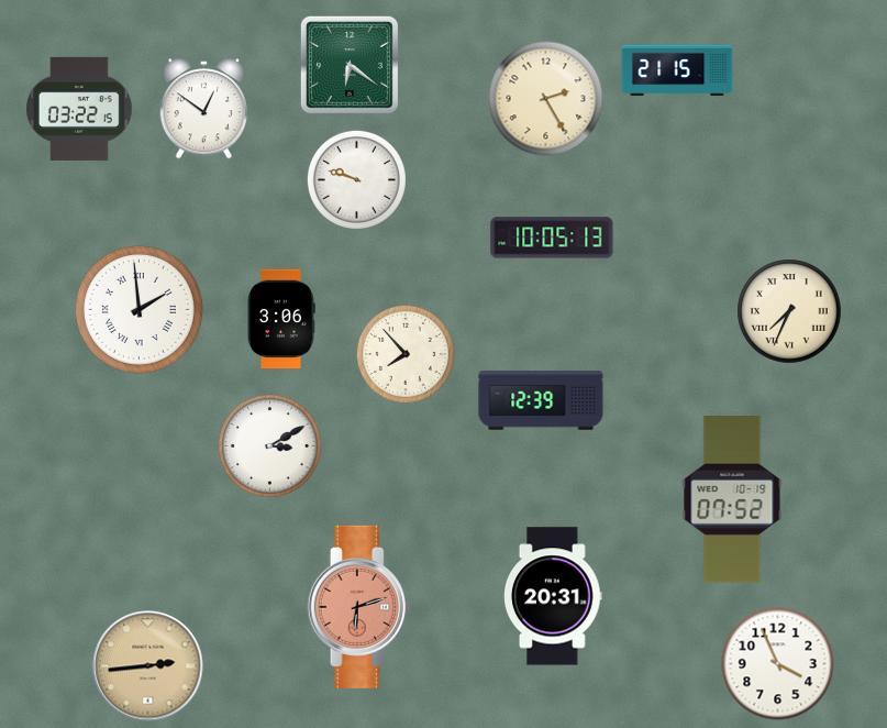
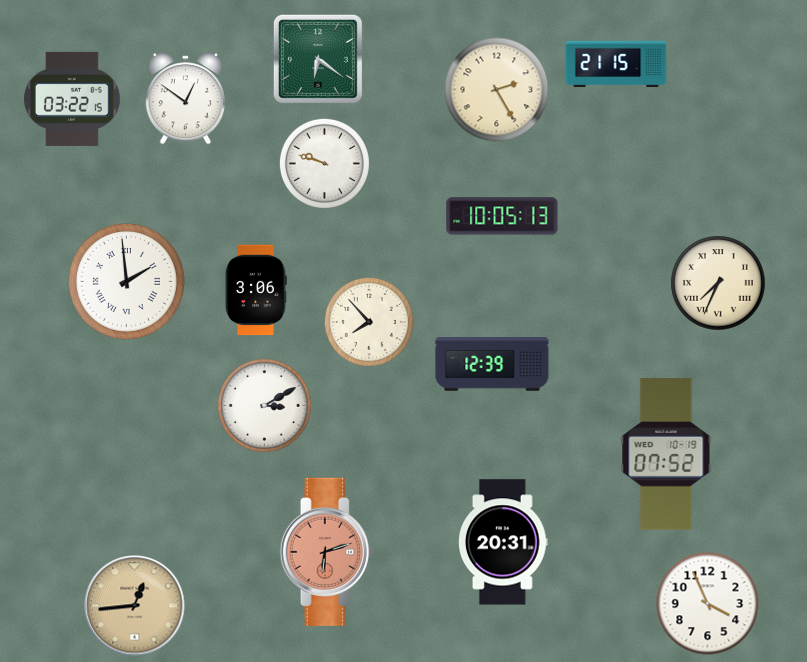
clock at (270, 446) position: (270, 446) -> (265, 406)
clock at (148, 666): 2:44 -> 12:44
